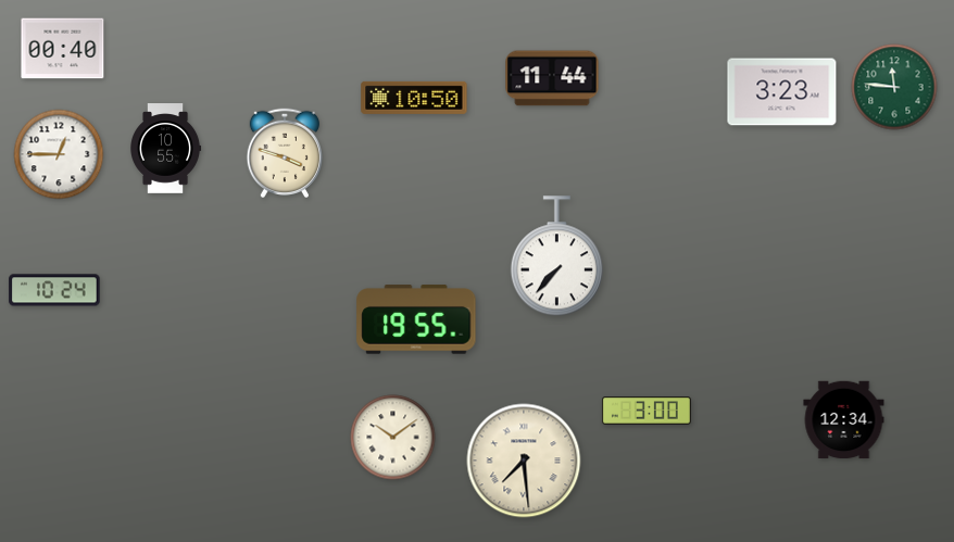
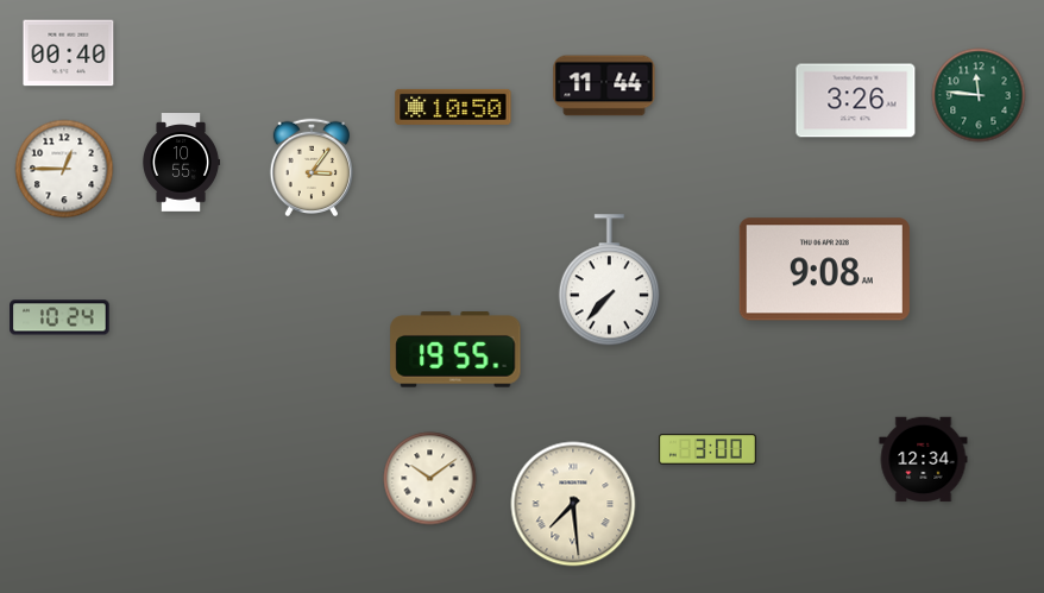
clock at (782, 92): 3:23 -> 3:26
clock at (284, 152): 3:48 -> 3:06
clock at (824, 270): none -> 9:08
